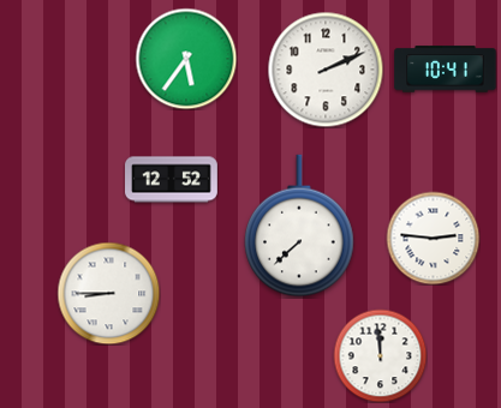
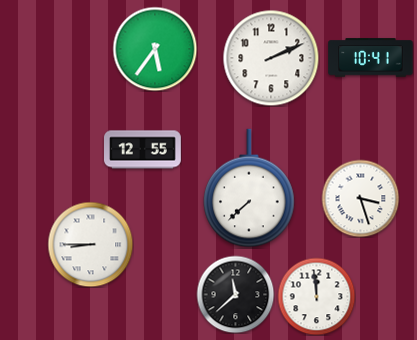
clock at (172, 180): 12:52 -> 12:55
clock at (433, 238): 2:46 -> 3:27
clock at (235, 294): none -> 11:38
